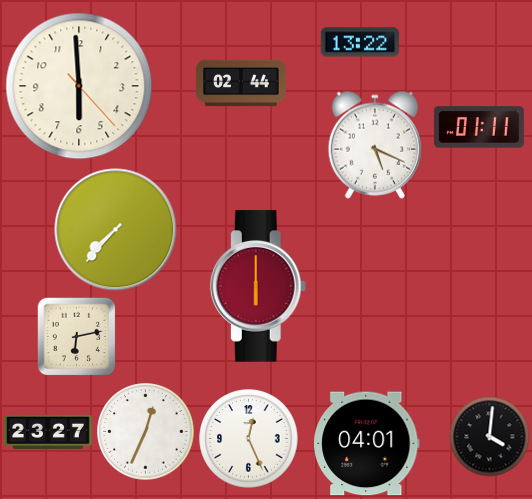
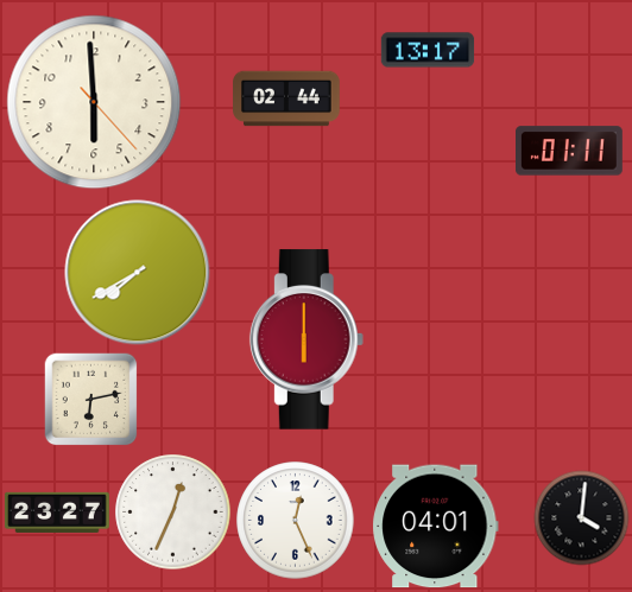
clock at (360, 42): 13:22 -> 13:17
clock at (375, 145): 5:19 -> none
clock at (116, 230): 7:37 -> 7:40
